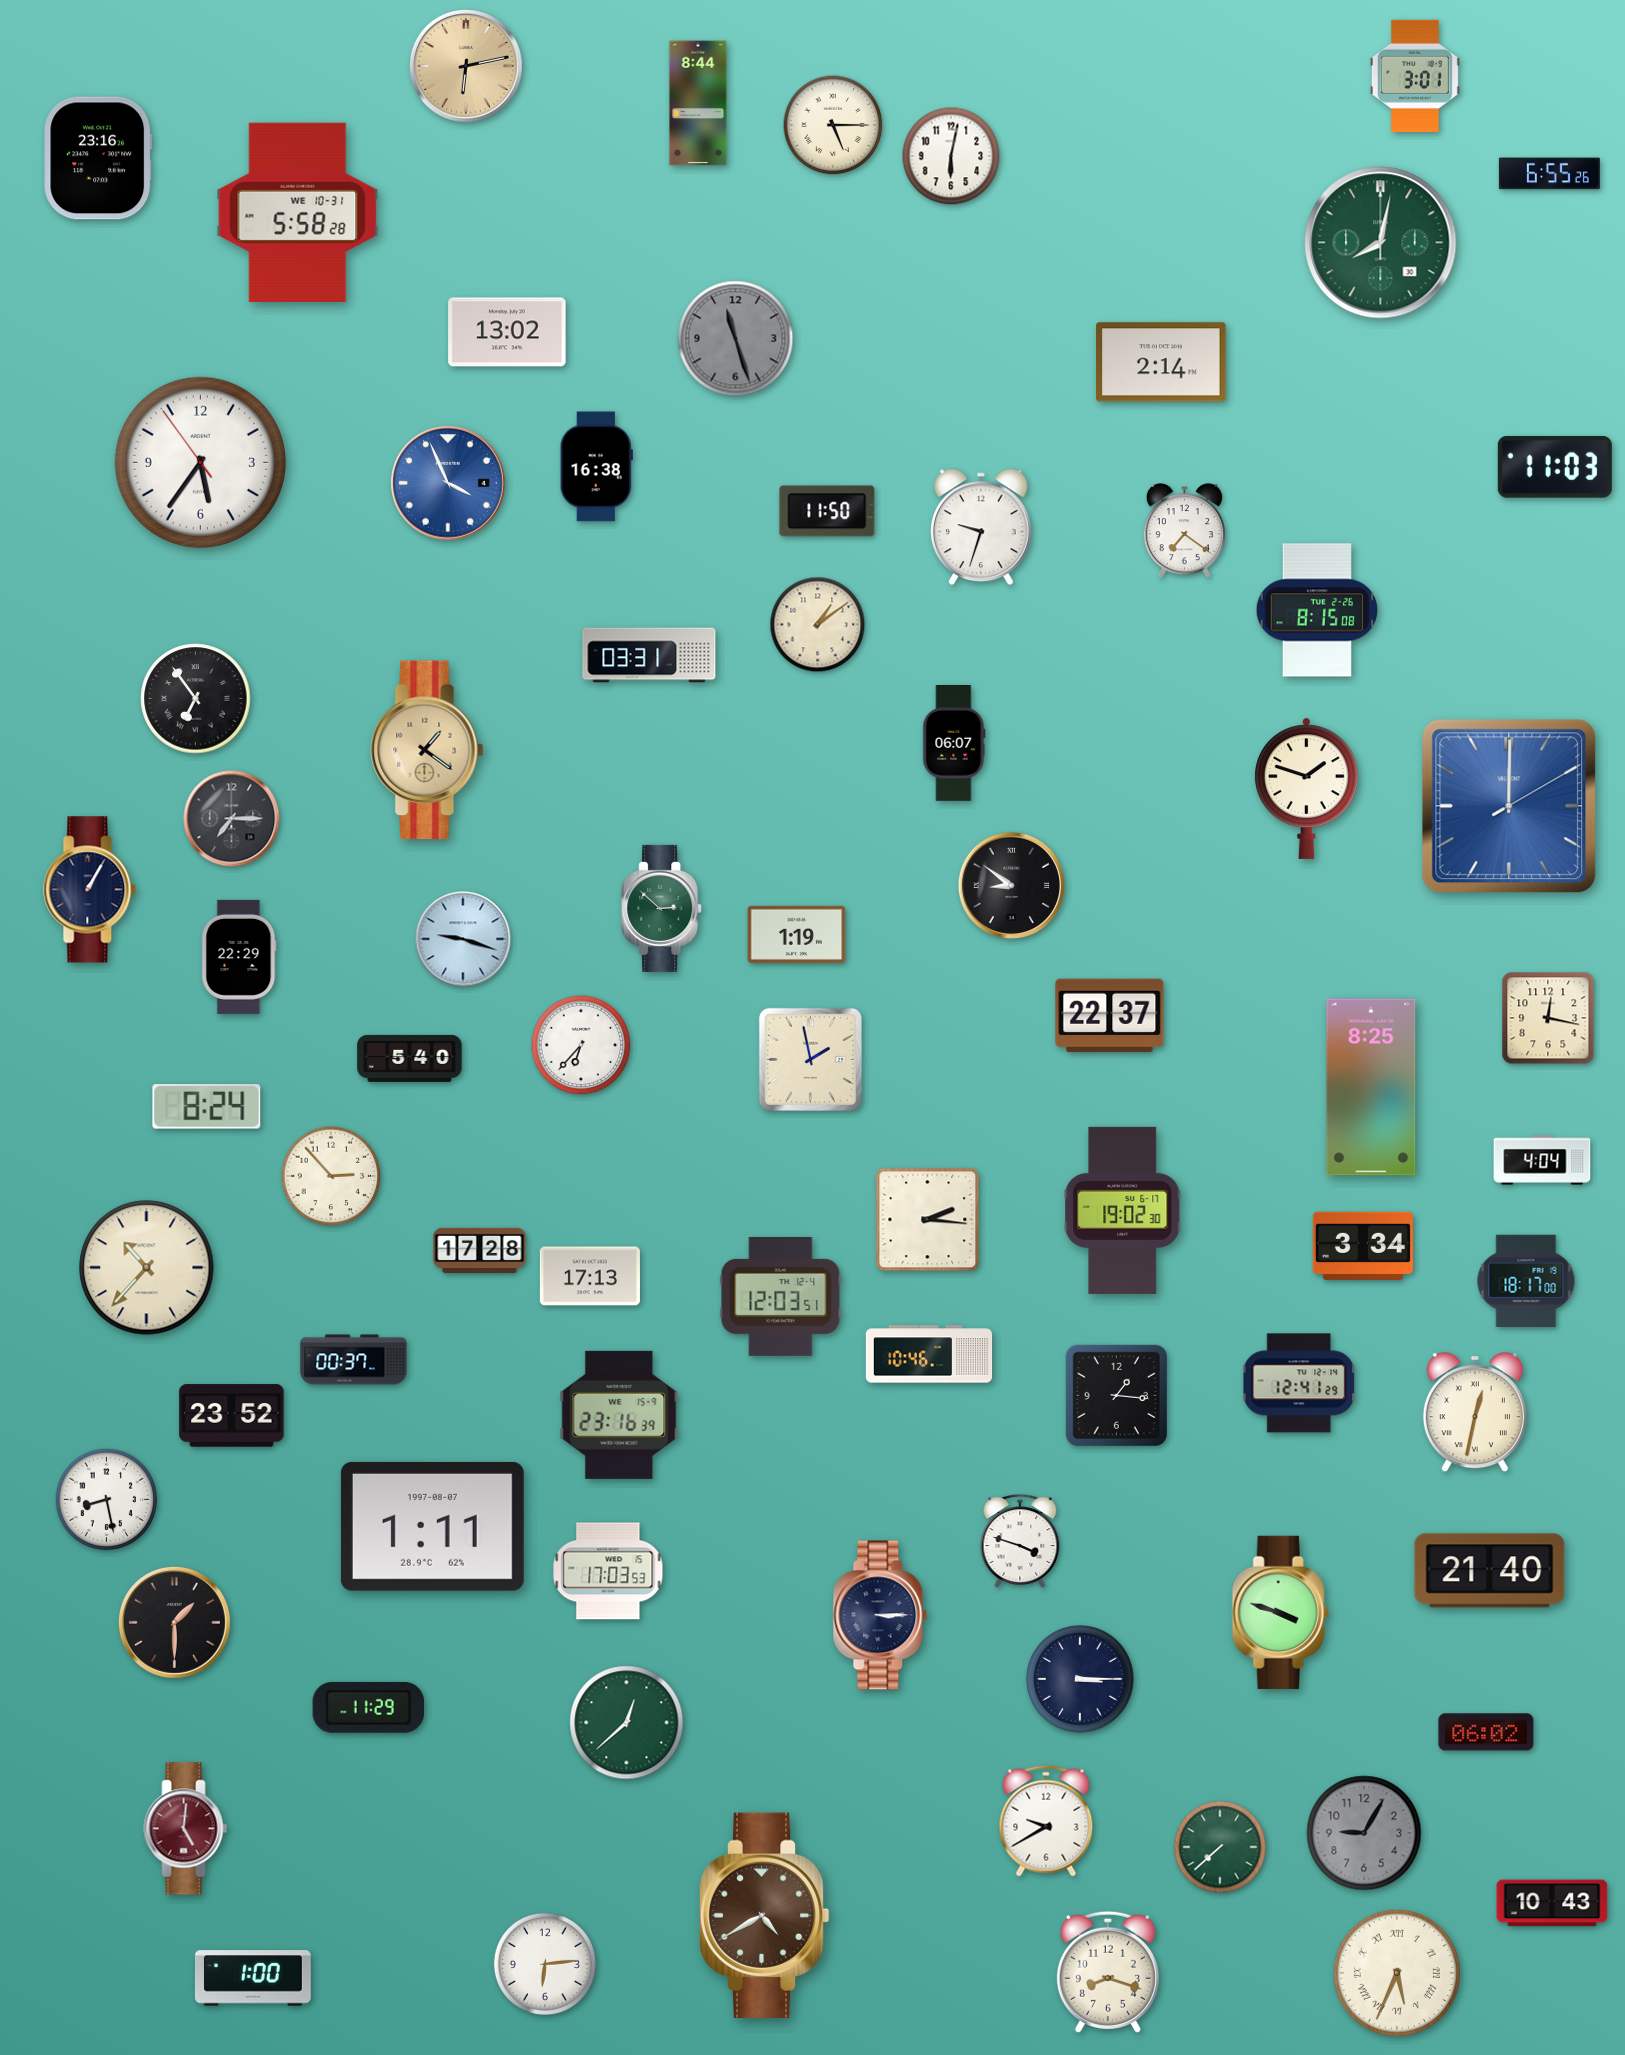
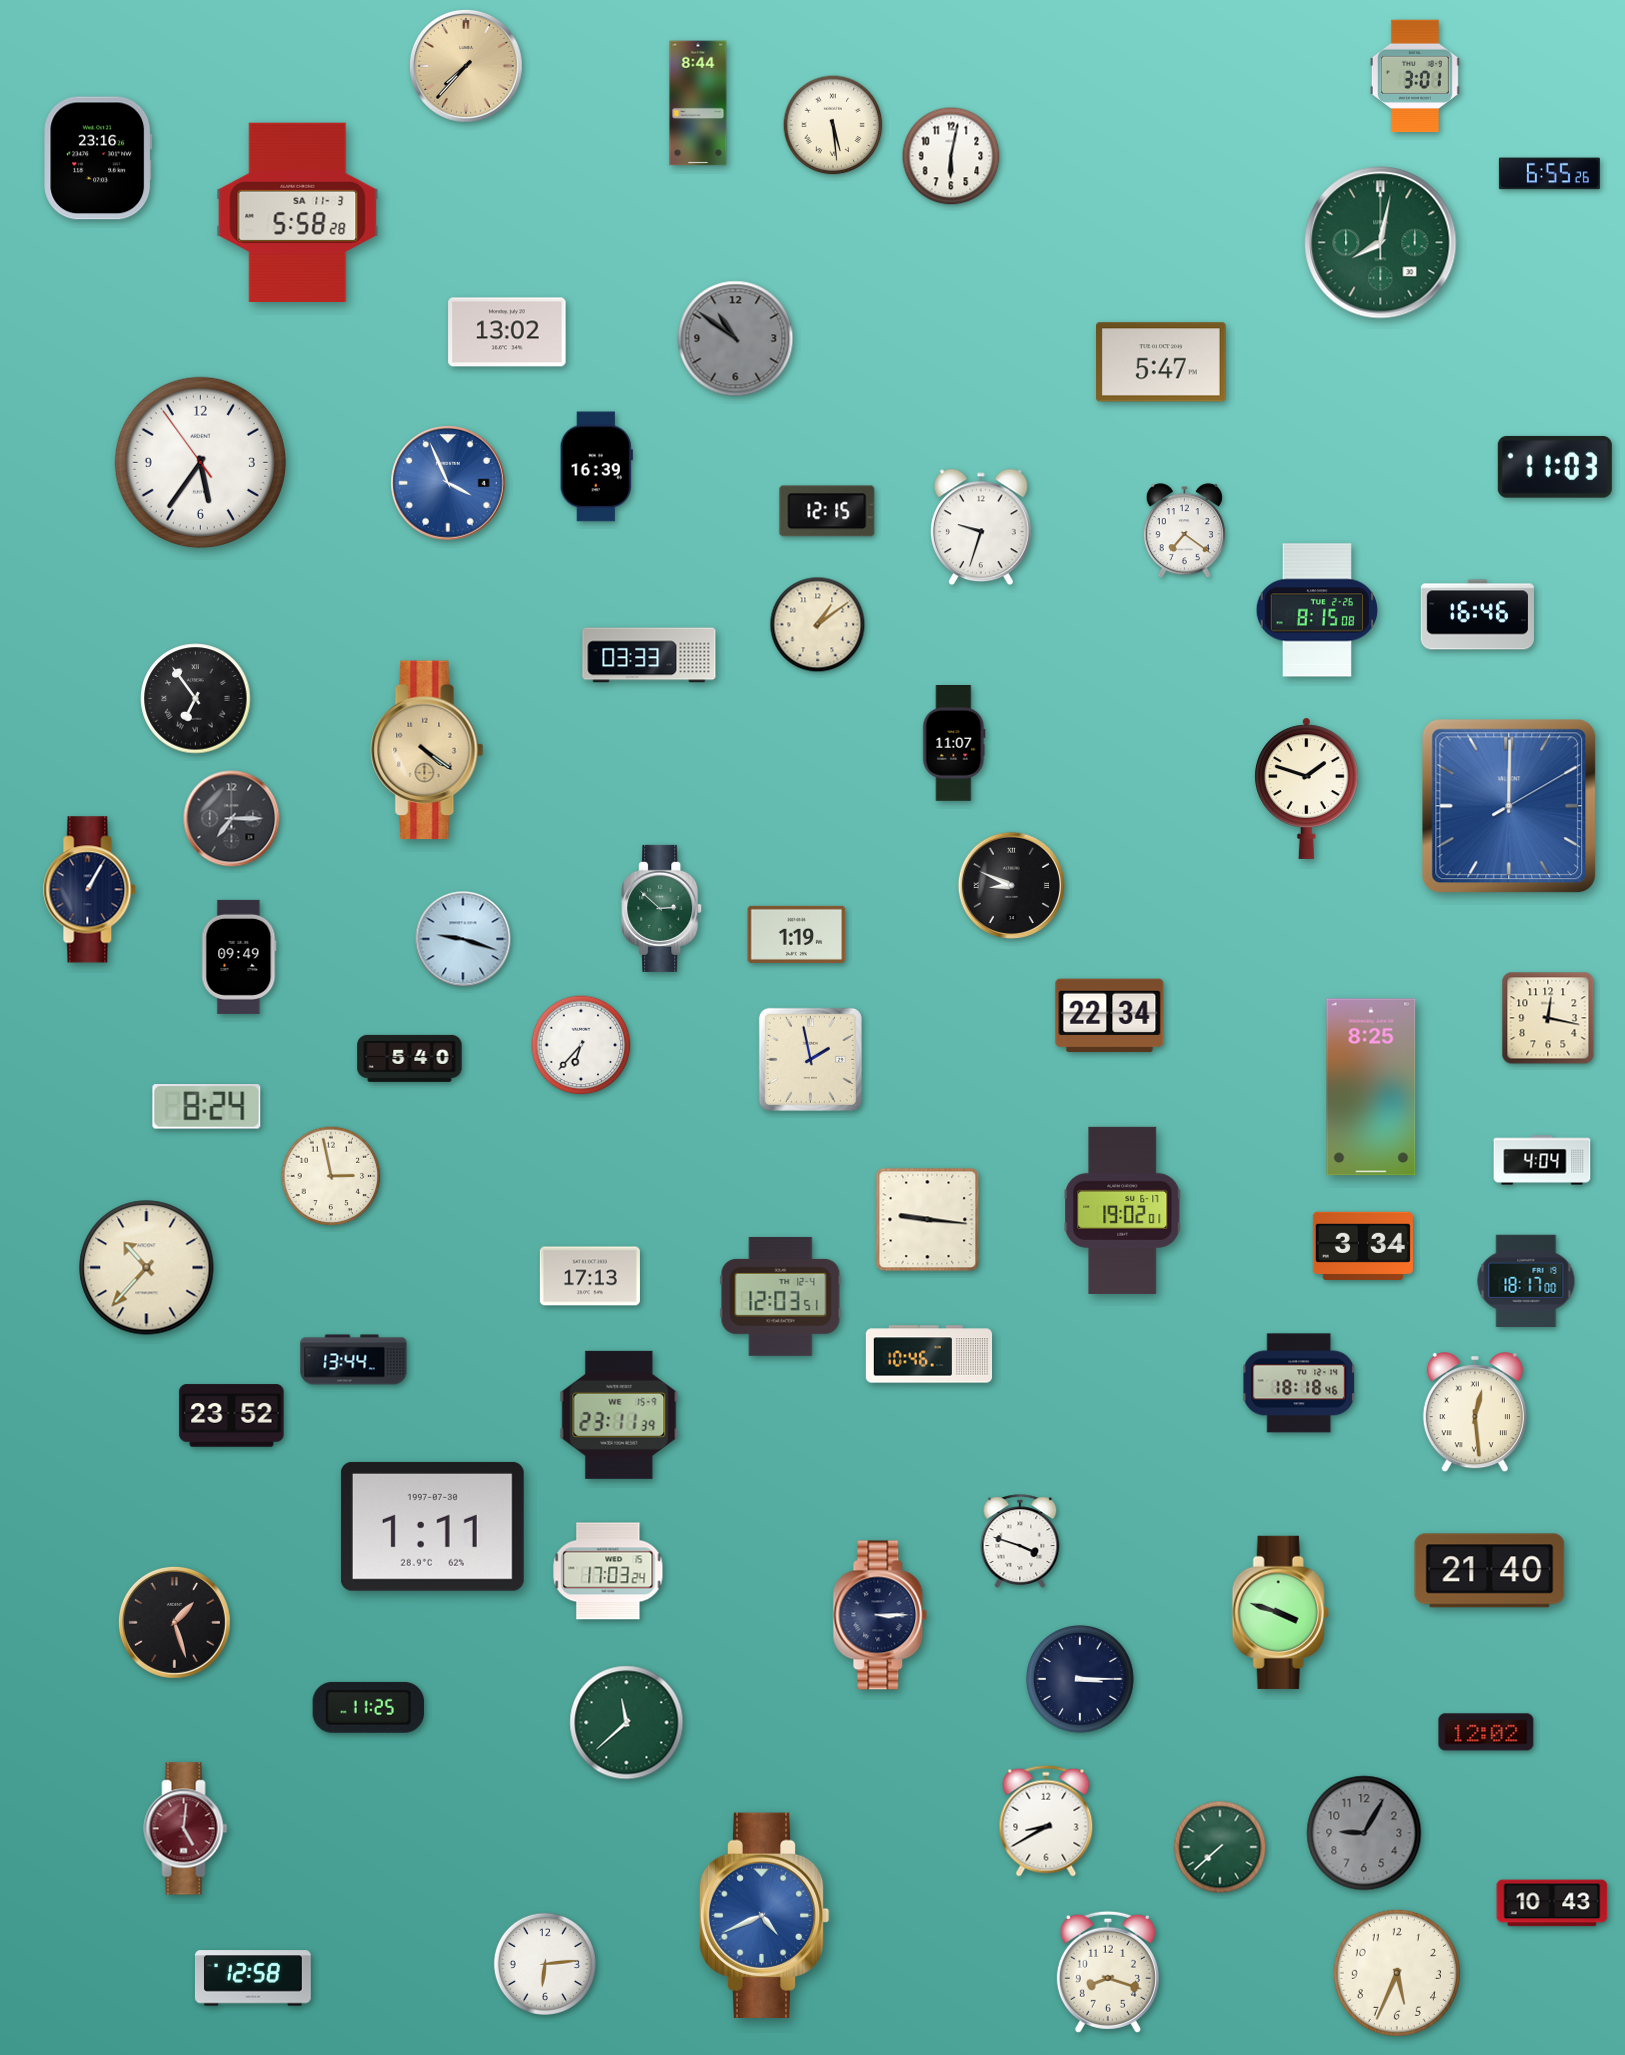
clock at (466, 66): 6:13 -> 7:37
clock at (833, 125): 5:15 -> 5:29
clock at (298, 212) date: WE 10-31 -> SA 11-3
clock at (736, 339): 11:27 -> 10:51
clock at (1162, 362): 2:14 -> 5:47
clock at (596, 467): 16:38 -> 16:39
clock at (827, 511): 11:50 -> 12:15
clock at (1477, 615): none -> 16:46
clock at (649, 655): 03:31 -> 03:33
clock at (954, 744): 06:07 -> 11:07
clock at (427, 750): 1:21 -> 4:21
clock at (1011, 885): 8:51 -> 8:49
clock at (239, 957): 22:29 -> 09:49
clock at (1110, 1016): 22:37 -> 22:34
clock at (331, 1176): 2:53 -> 2:58
clock at (1123, 1210): 19:02:30 -> 19:02:01
clock at (928, 1220): 2:16 -> 9:16
clock at (480, 1251): 17:28 -> none
clock at (354, 1360): 00:37 -> 13:44
clock at (1299, 1383): 12:41 -> 18:18
clock at (1116, 1395): 1:16 -> none
clock at (1475, 1413): 12:32 -> 12:29
clock at (619, 1415): 23:16 -> 23:11
clock at (107, 1500): 8:28 -> none
clock at (432, 1526) date: 1997-08-07 -> 1997-07-30
clock at (608, 1571): 17:03:53 -> 17:03:24
clock at (174, 1622): 1:30 -> 1:27
clock at (369, 1707): 11:29 -> 11:25
clock at (627, 1723): 12:38 -> 11:38
clock at (1486, 1732): 06:02 -> 12:02
clock at (1046, 1821): 9:40 -> 8:40
clock at (764, 1915): 4:40 -> 4:41
clock at (764, 1915) dial: brown -> blue
clock at (1397, 1973) numerals: Roman -> Arabic
clock at (253, 1978): 1:00 -> 12:58
